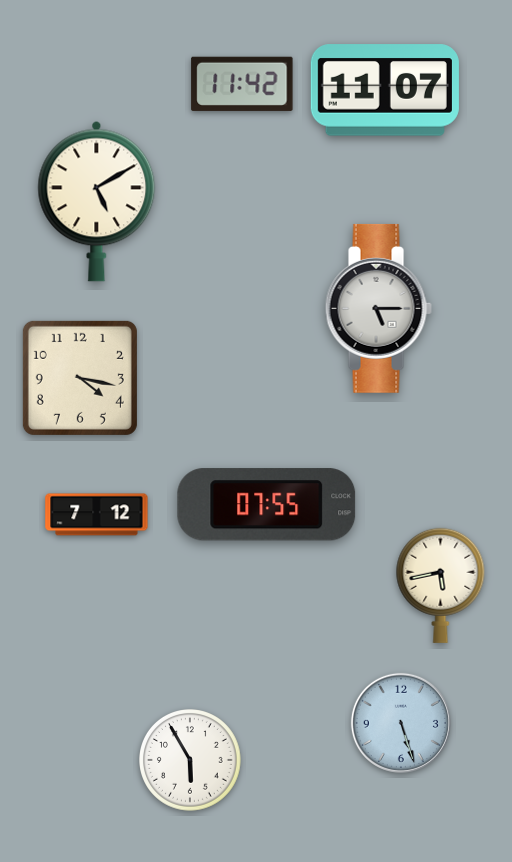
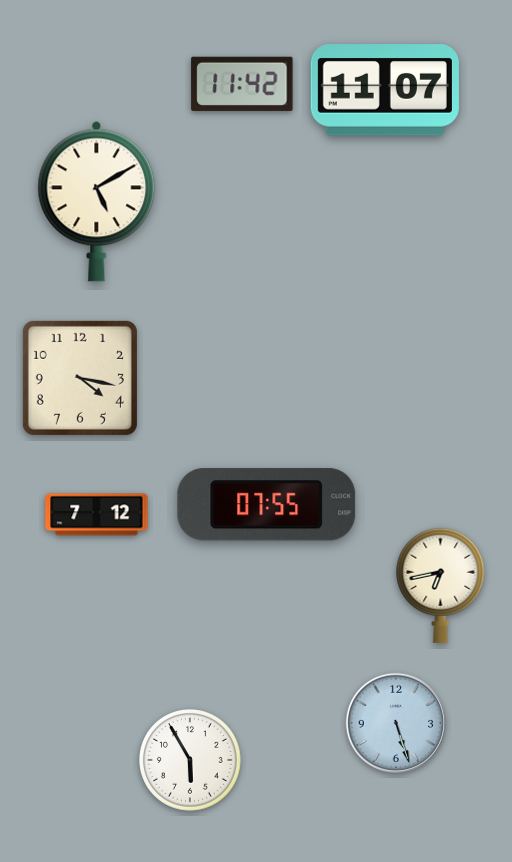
clock at (378, 308): 5:15 -> none
clock at (441, 585): 5:43 -> 6:43
clock at (401, 723) position: (401, 723) -> (396, 723)
